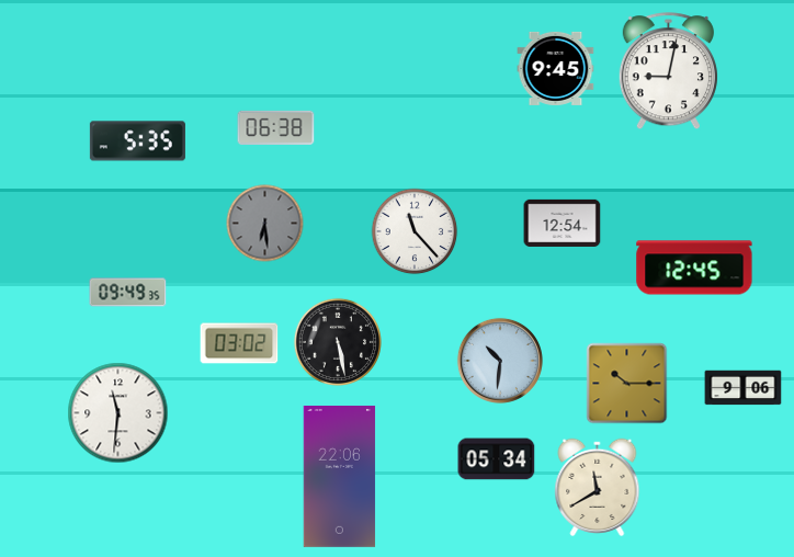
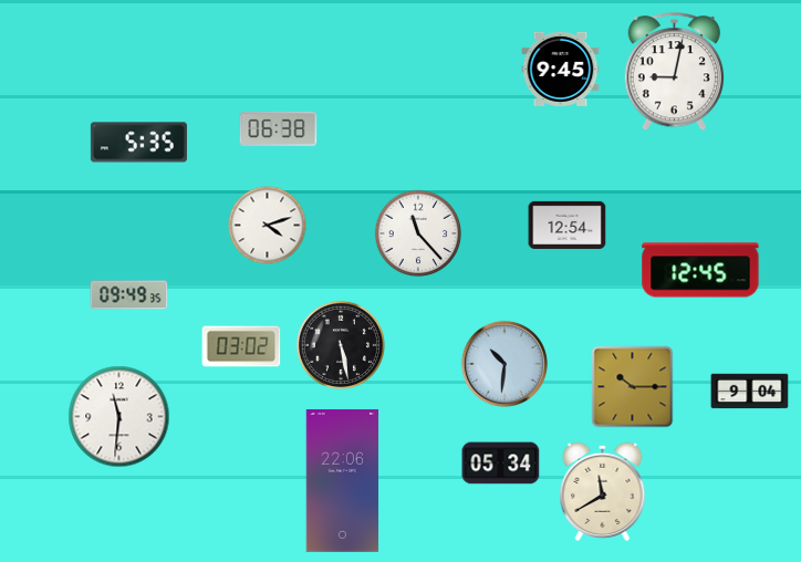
clock at (265, 224): 6:29 -> 4:12
clock at (265, 224) dial: grey -> white
clock at (744, 388): 9:06 -> 9:04
